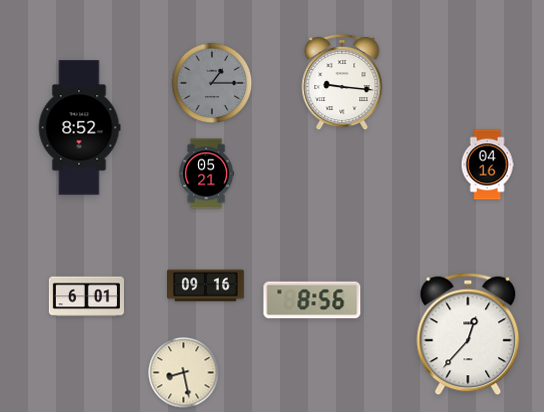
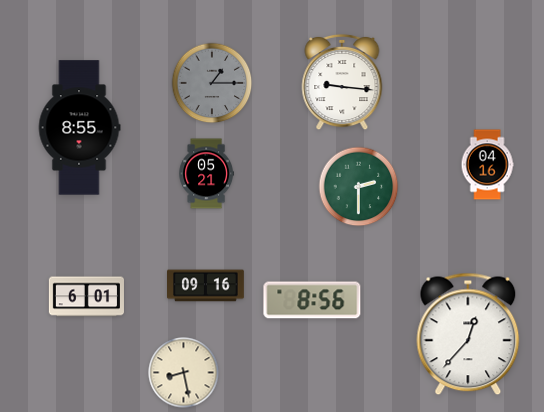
clock at (79, 128): 8:52 -> 8:55
clock at (359, 187): none -> 2:30
